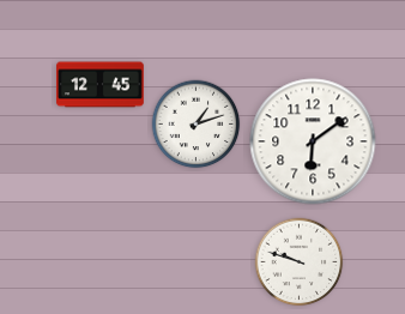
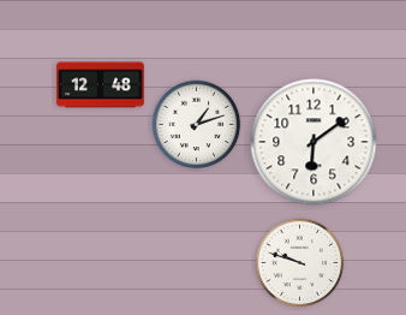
clock at (101, 85): 12:45 -> 12:48
